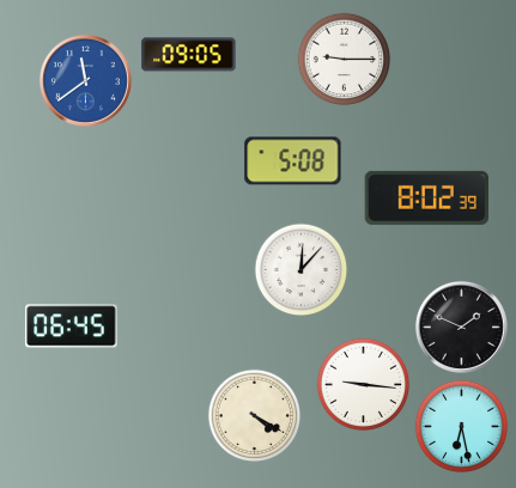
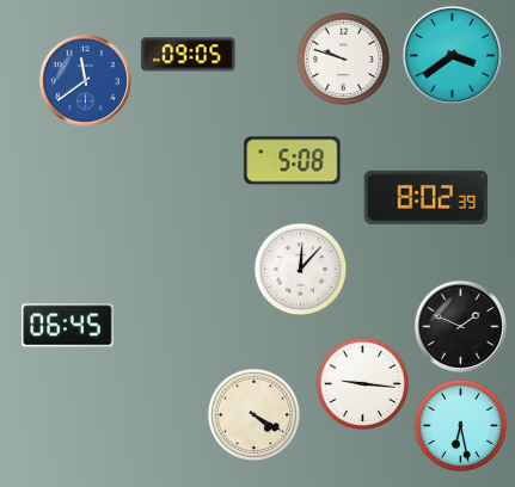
clock at (452, 55): none -> 3:39
clock at (344, 59): 9:15 -> 9:48
clock at (72, 327) position: (72, 327) -> (68, 326)
